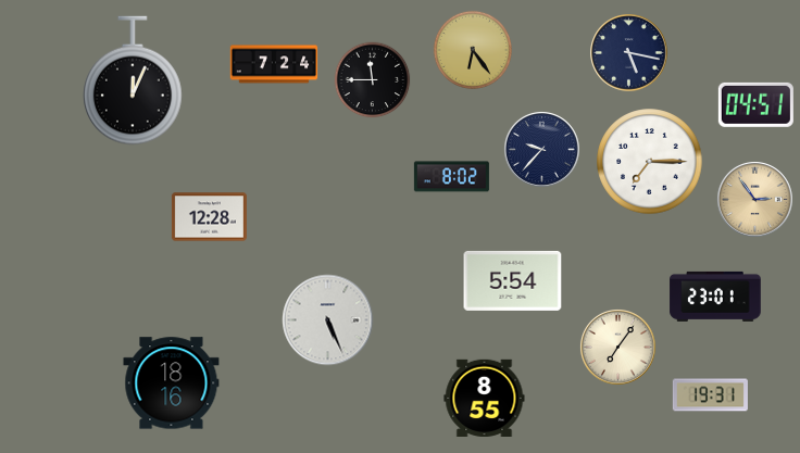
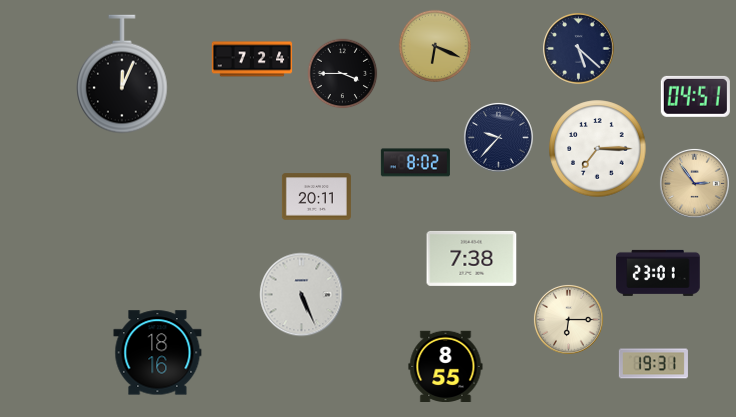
clock at (473, 50): 6:24 -> 6:19
clock at (629, 53): 5:17 -> 5:22
clock at (373, 80): 11:45 -> 3:45
clock at (316, 197): none -> 20:11
clock at (209, 217): 12:28 -> none
clock at (513, 280): 5:54 -> 7:38
clock at (617, 347): 7:06 -> 6:15
